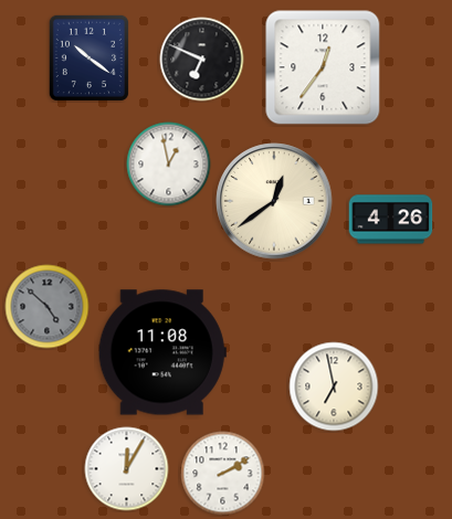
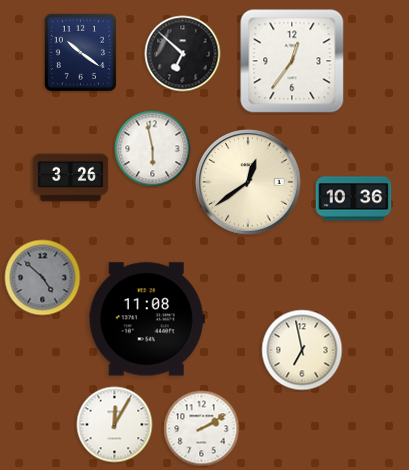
clock at (202, 60): 6:49 -> 6:52
clock at (169, 165): 12:58 -> 5:58
clock at (71, 178): none -> 3:26
clock at (391, 220): 4:26 -> 10:36
